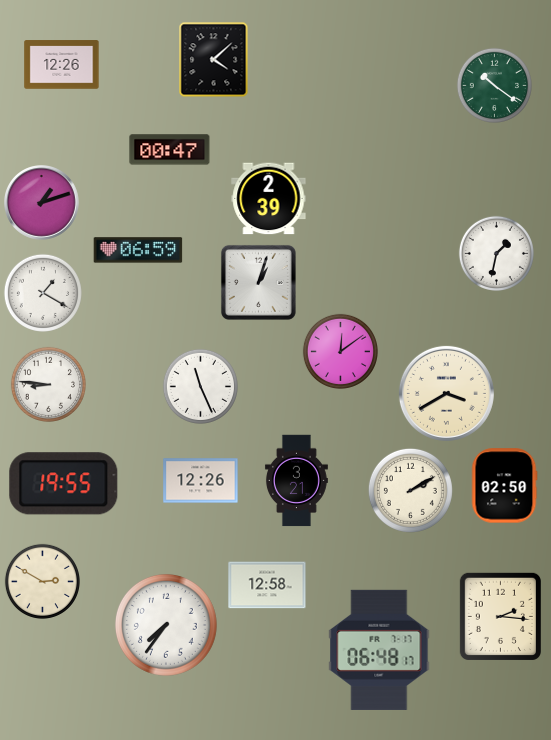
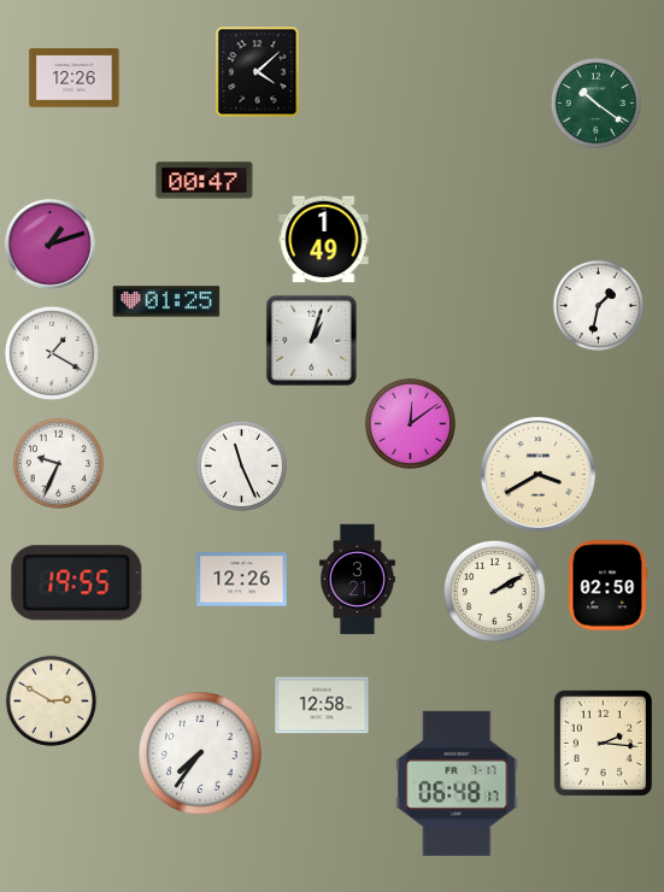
clock at (269, 199): 2:39 -> 1:49
clock at (138, 250): 06:59 -> 01:25
clock at (48, 384): 8:46 -> 9:34
